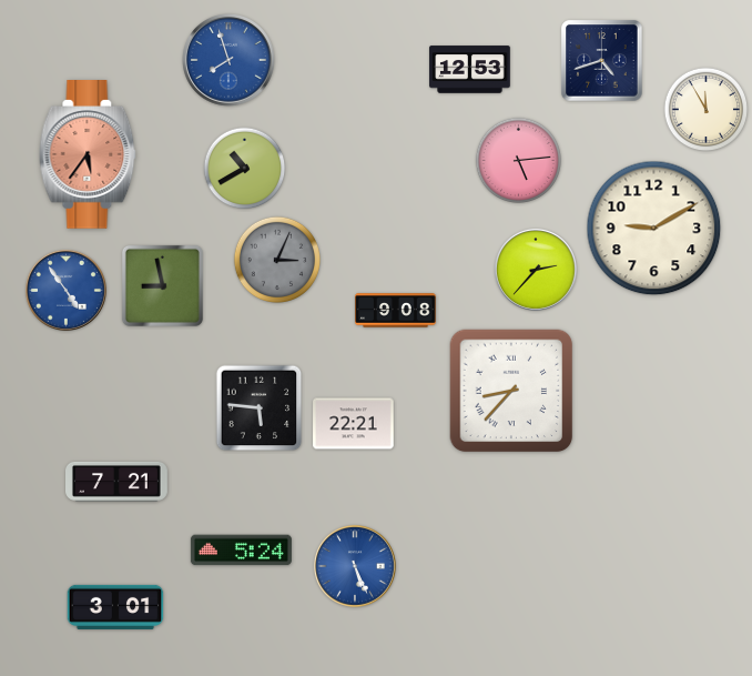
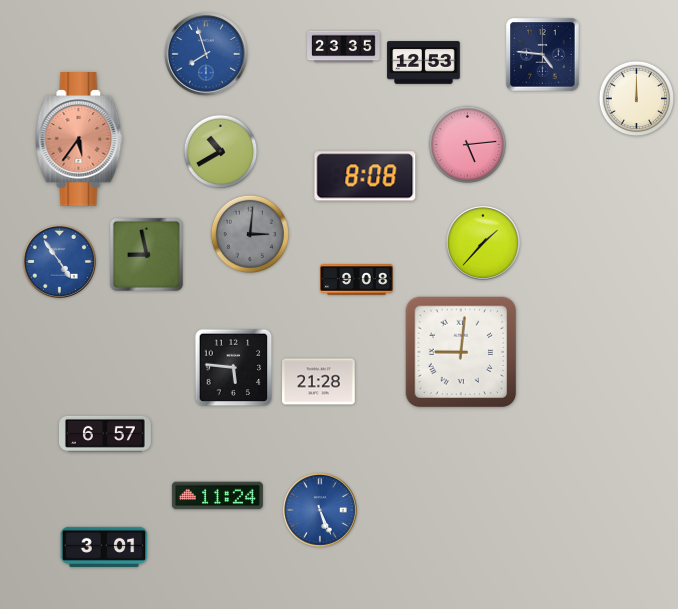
clock at (344, 47): none -> 23:35
clock at (602, 61): 4:42 -> 4:46
clock at (707, 110): 11:55 -> 12:00
clock at (365, 176): none -> 8:08
clock at (654, 229): 9:10 -> none
clock at (277, 260): 3:04 -> 3:01
clock at (536, 270): 2:37 -> 1:37
clock at (162, 285) position: (162, 285) -> (146, 254)
clock at (511, 391): 8:37 -> 9:01
clock at (354, 424): 22:21 -> 21:28
clock at (118, 482): 7:21 -> 6:57
clock at (241, 551): 5:24 -> 11:24
